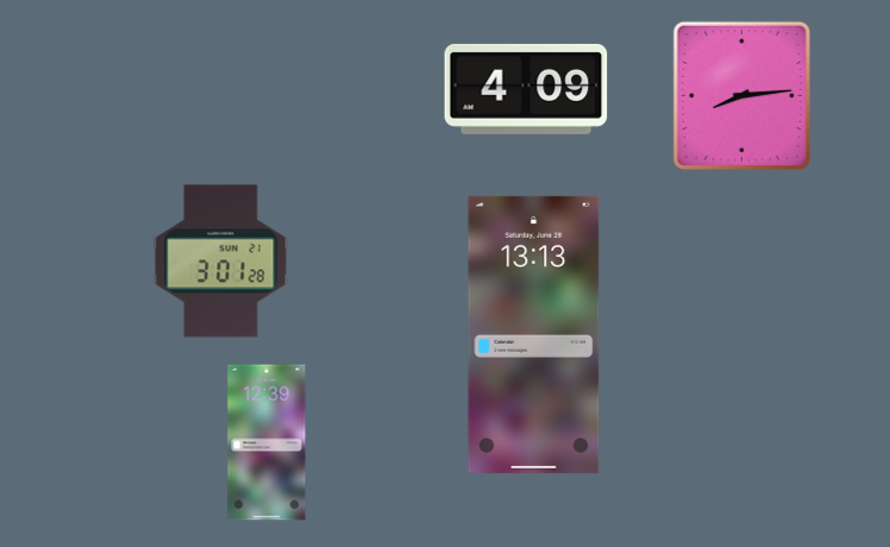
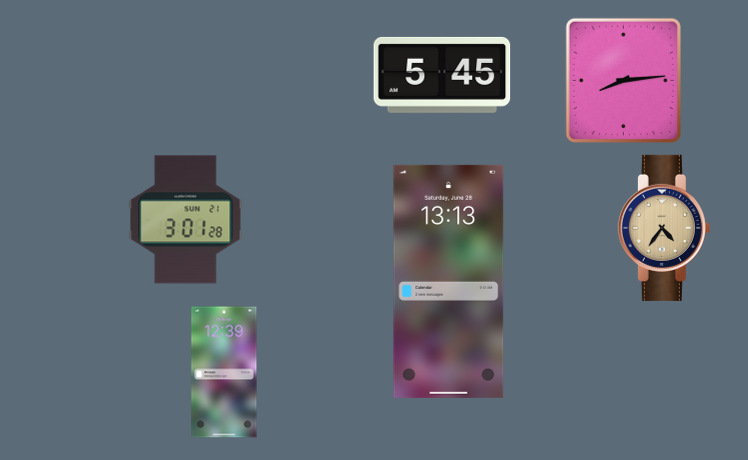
clock at (526, 89): 4:09 -> 5:45
clock at (664, 228): none -> 4:36
